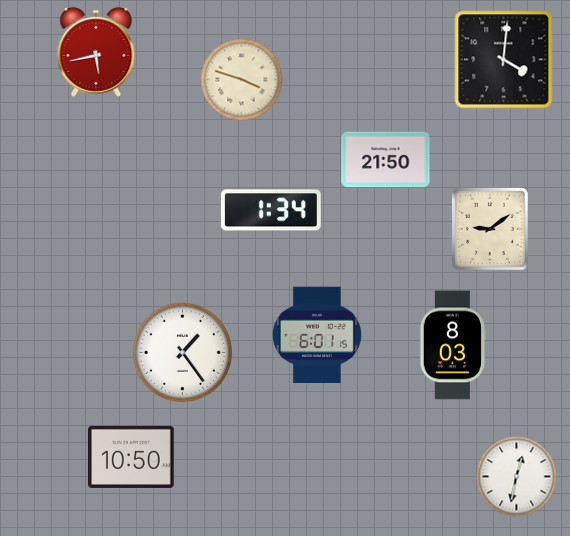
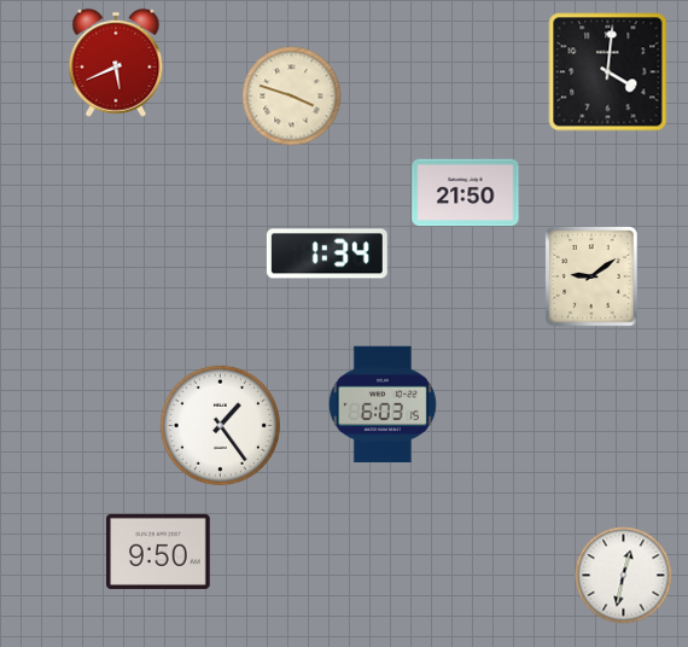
clock at (96, 52): 5:43 -> 5:41
clock at (317, 335): 6:01 -> 6:03
clock at (452, 345): 8:03 -> none
clock at (131, 457): 10:50 -> 9:50
